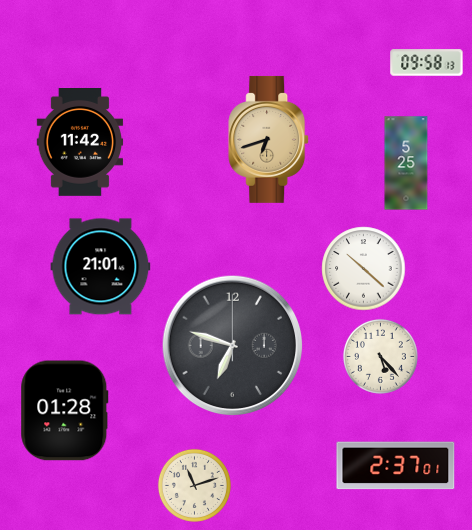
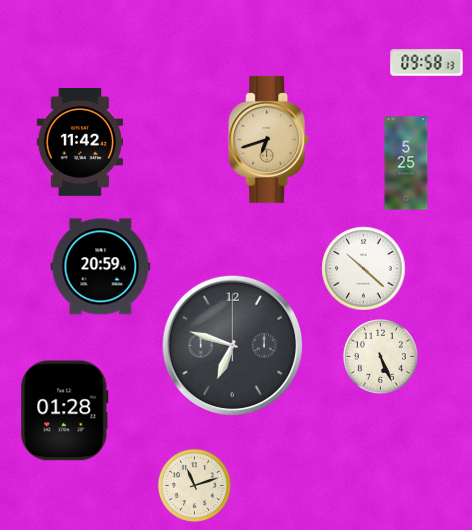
clock at (101, 267): 21:01 -> 20:59
clock at (380, 356): 5:23 -> 5:26
clock at (396, 466): 2:37 -> none
